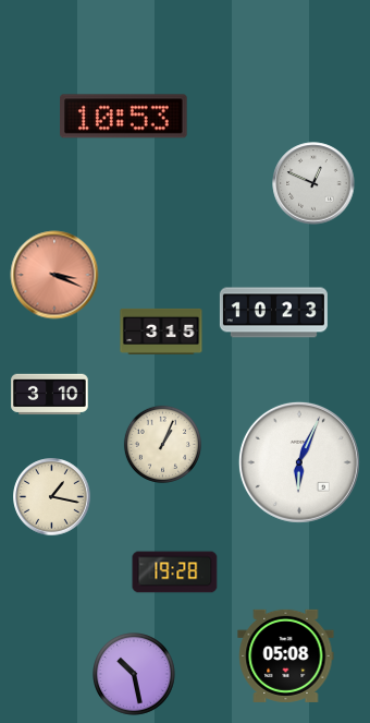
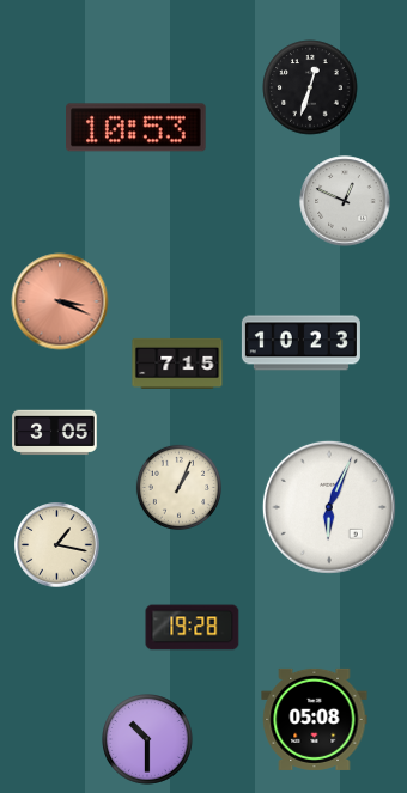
clock at (310, 87): none -> 12:33
clock at (161, 332): 3:15 -> 7:15
clock at (50, 395): 3:10 -> 3:05
clock at (135, 675): 10:28 -> 10:30
